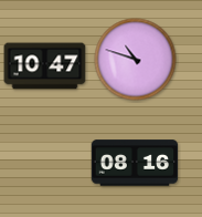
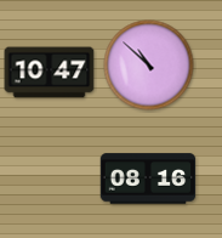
clock at (136, 60): 10:48 -> 10:52
